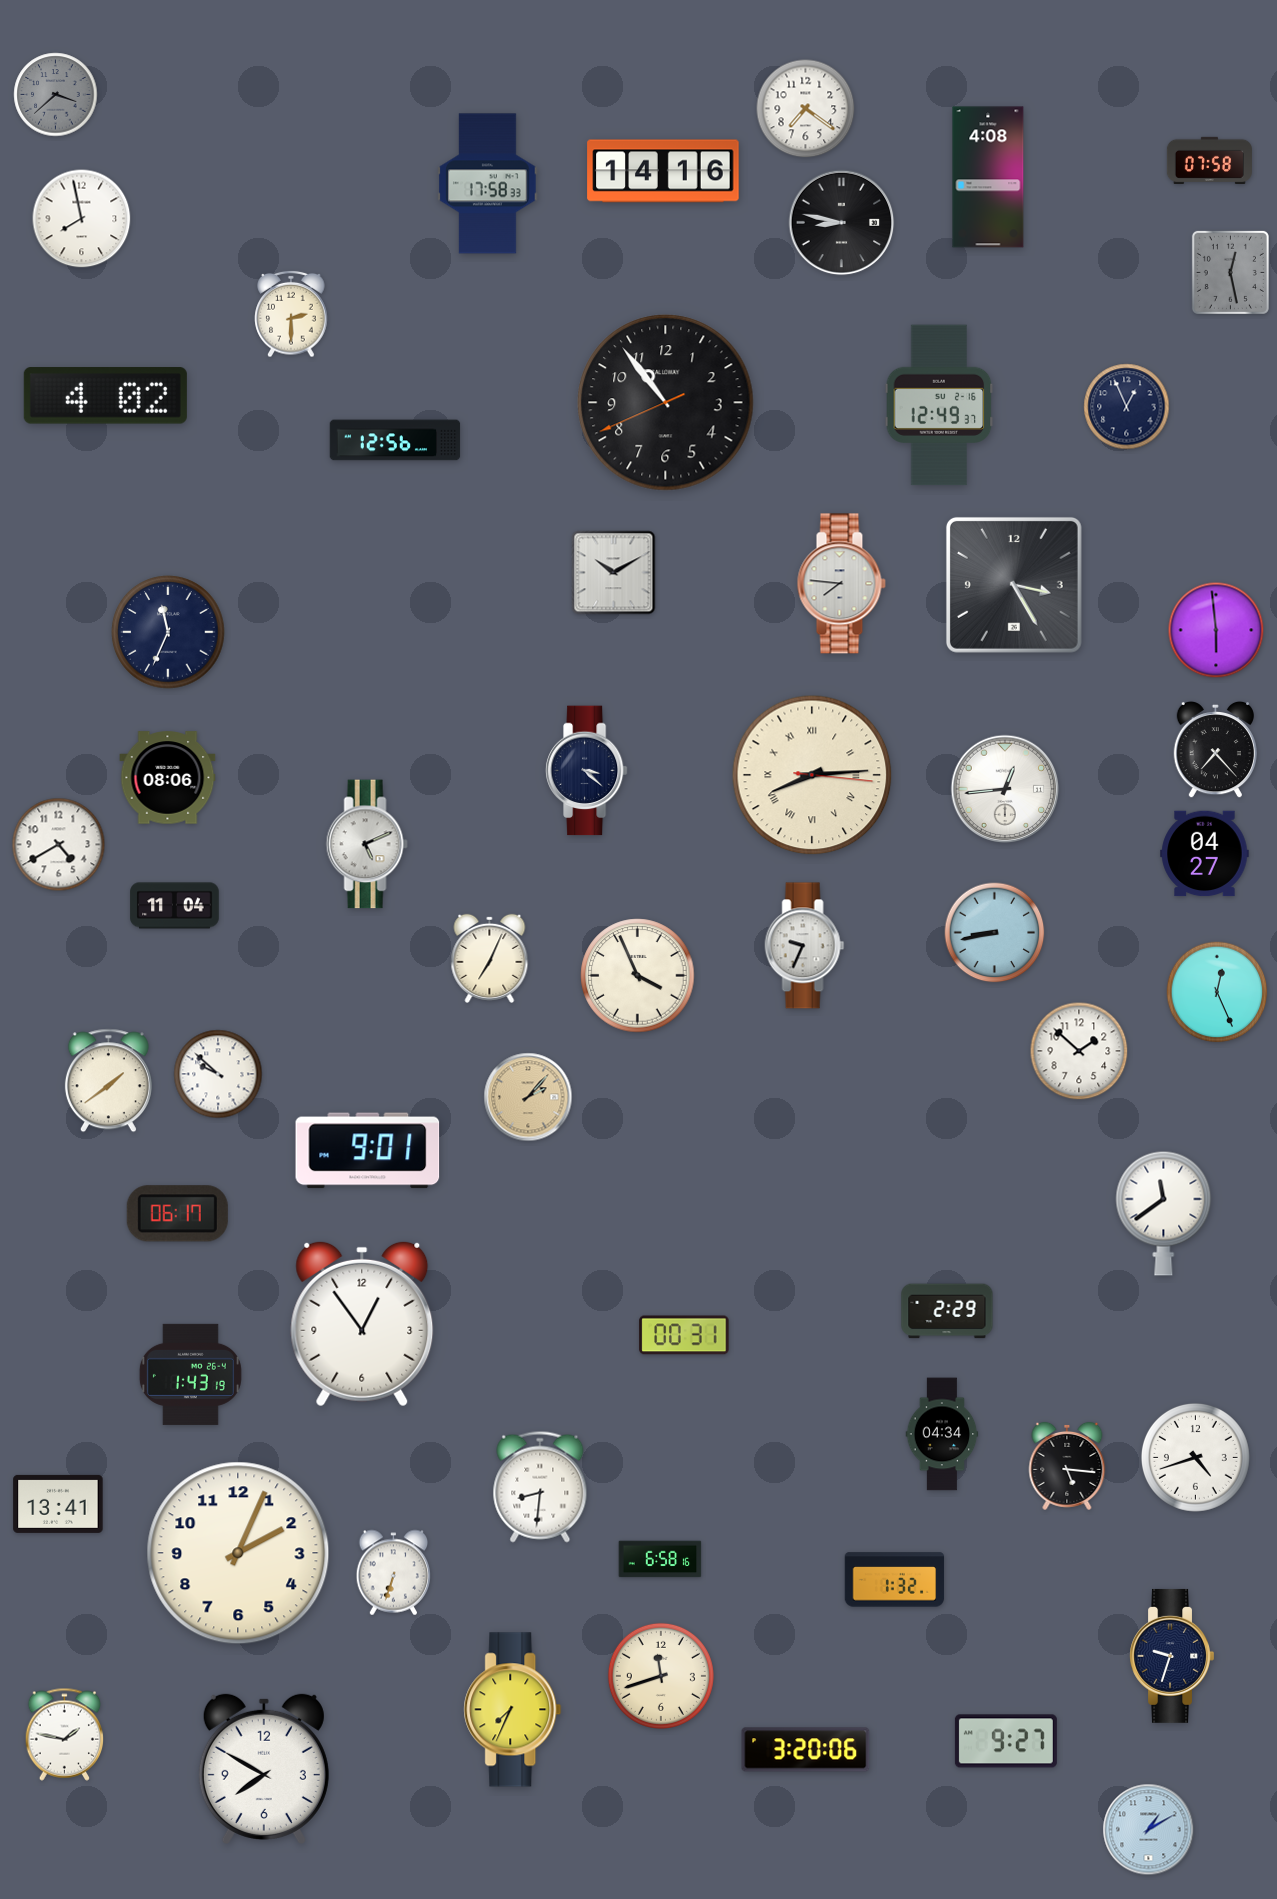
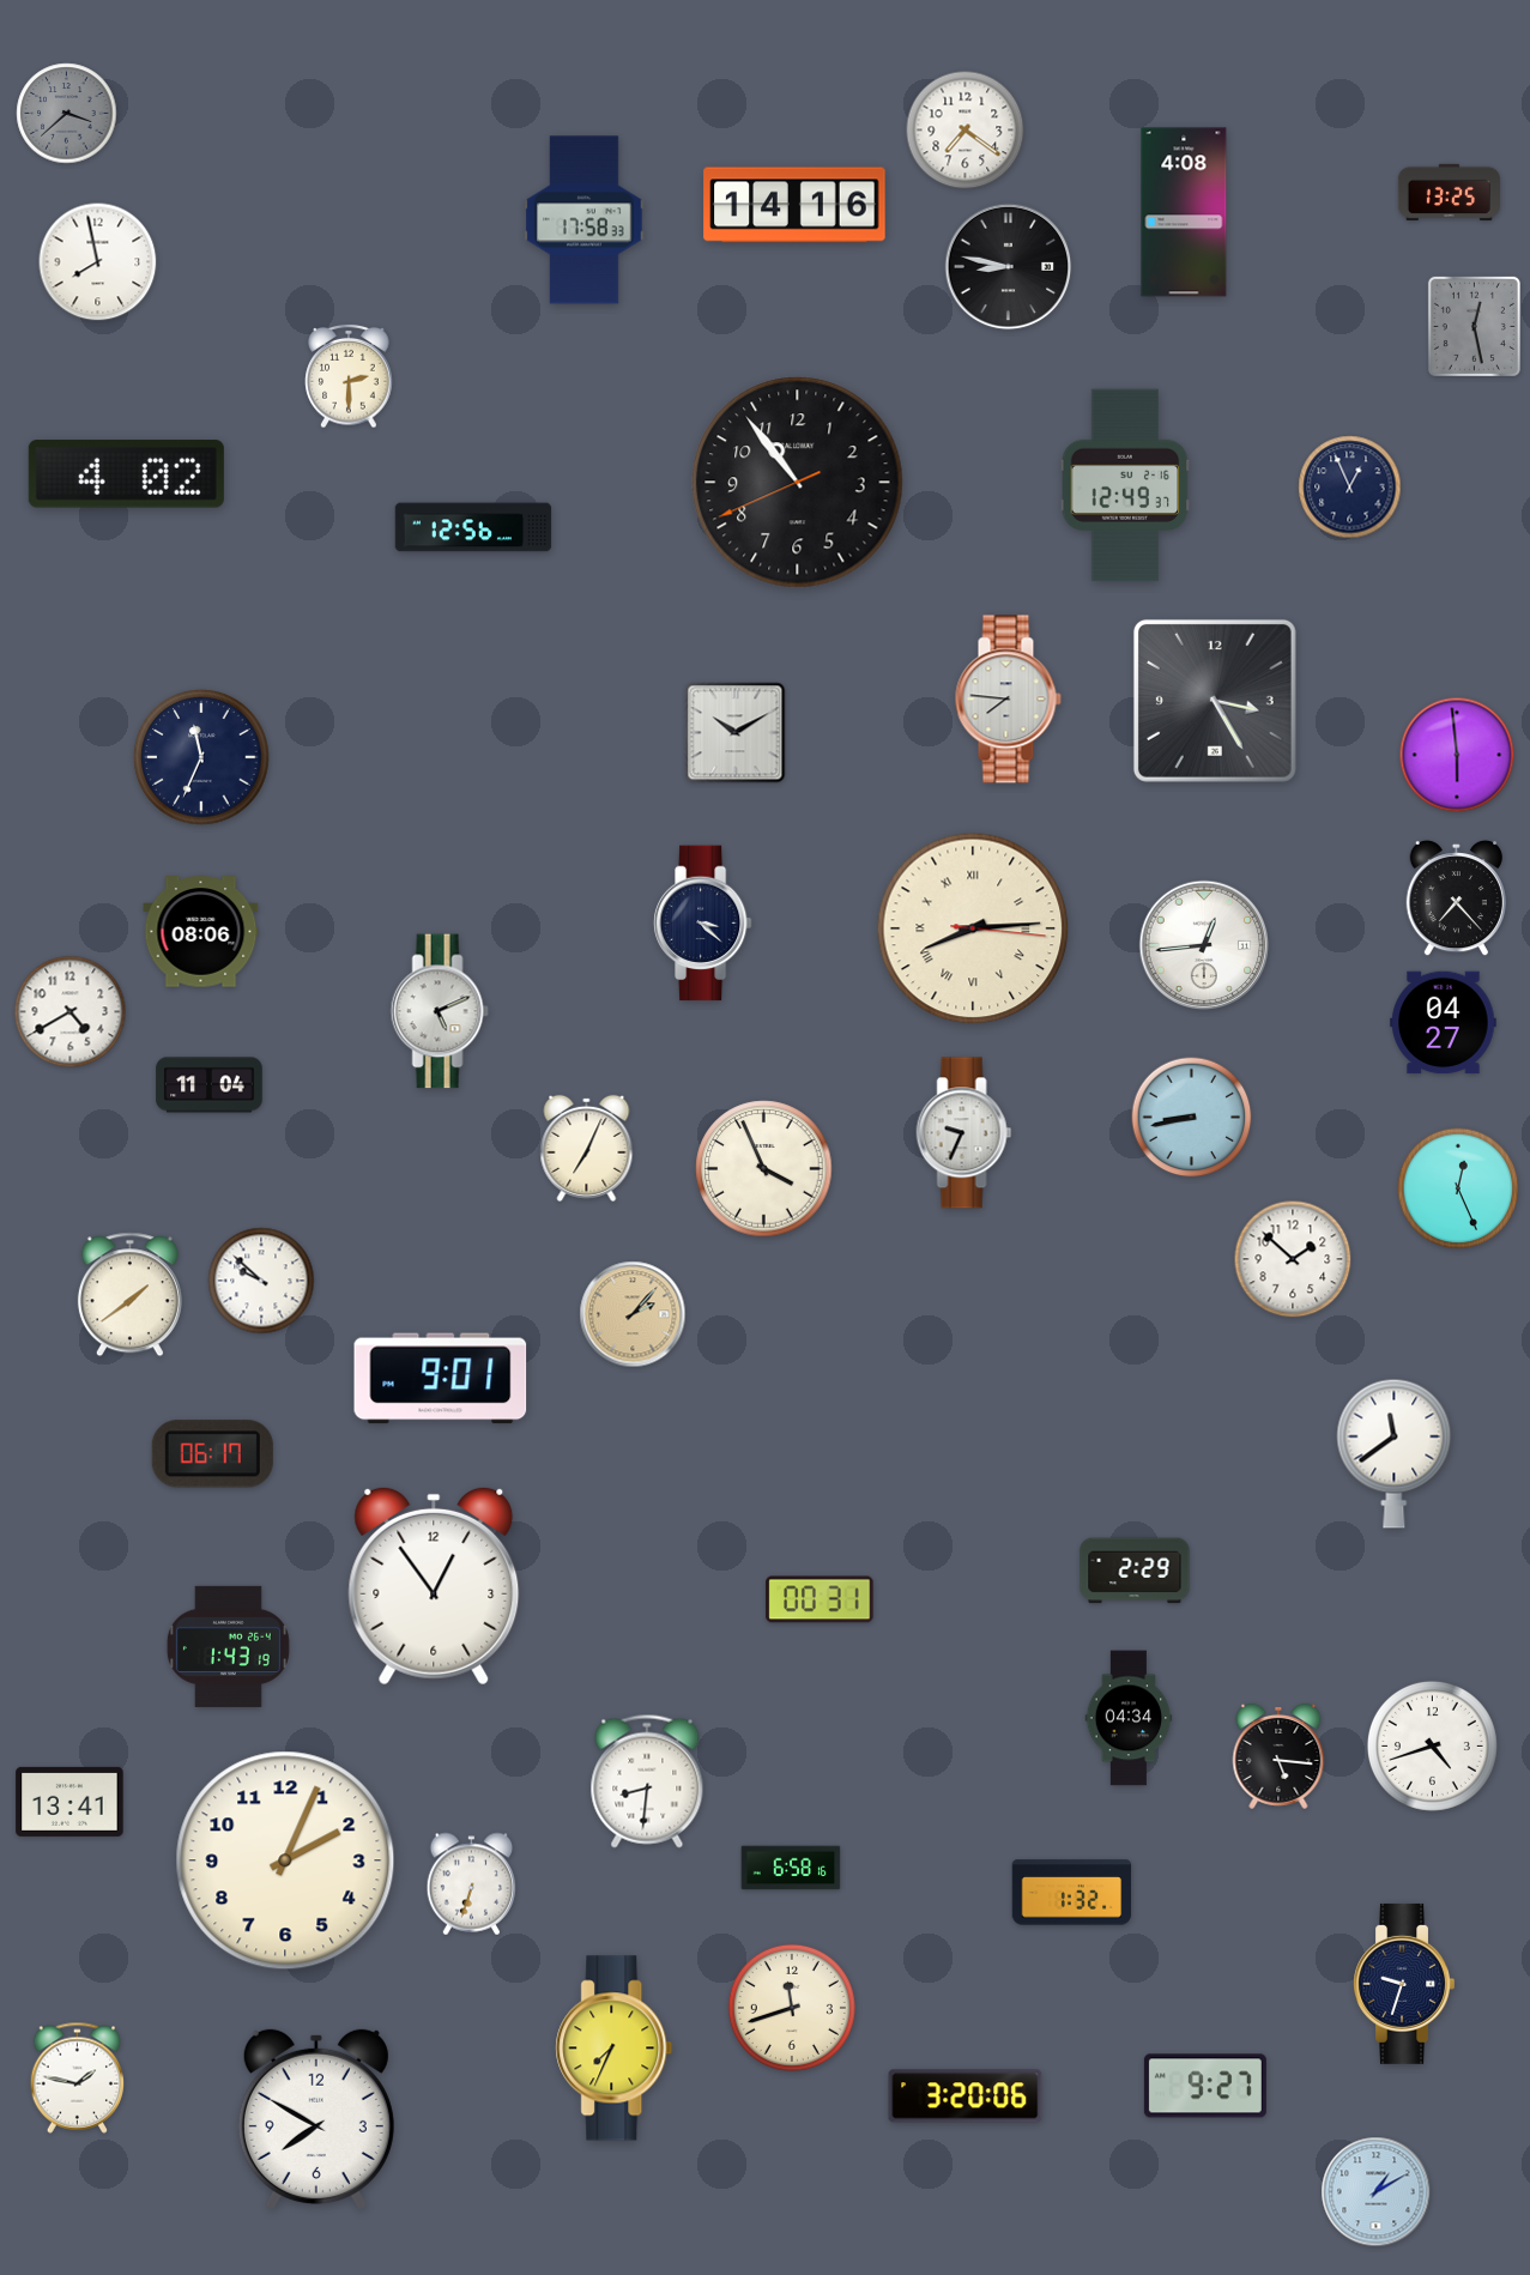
clock at (1209, 160): 07:58 -> 13:25
clock at (614, 573) position: (614, 573) -> (736, 733)
clock at (218, 1074) position: (218, 1074) -> (261, 1281)
